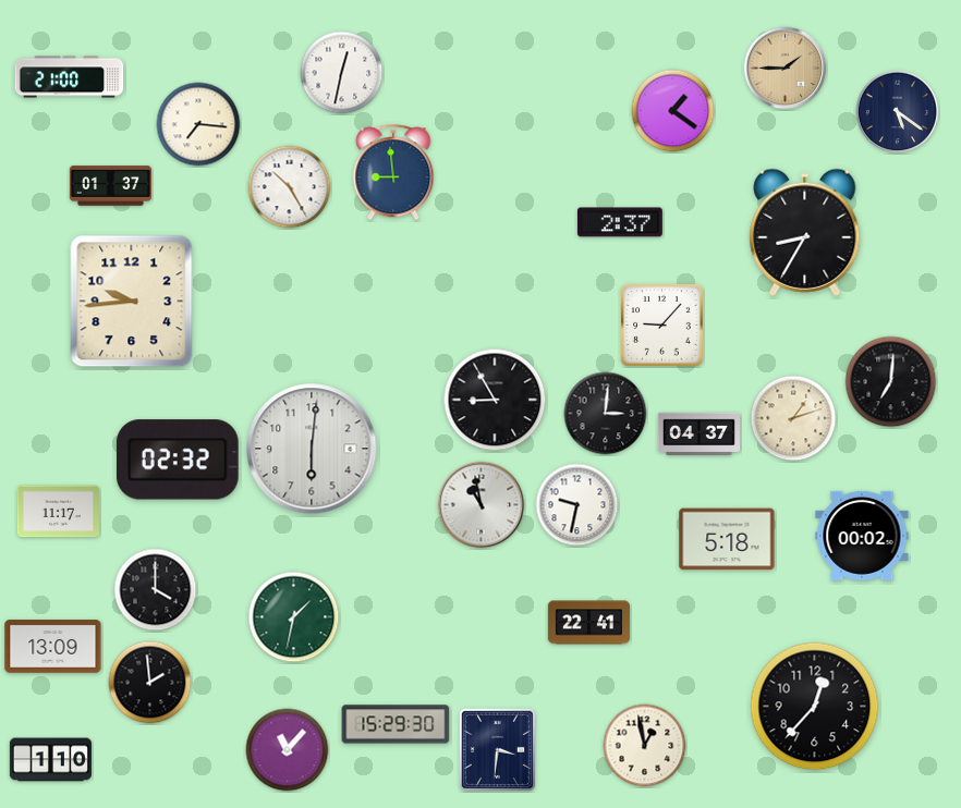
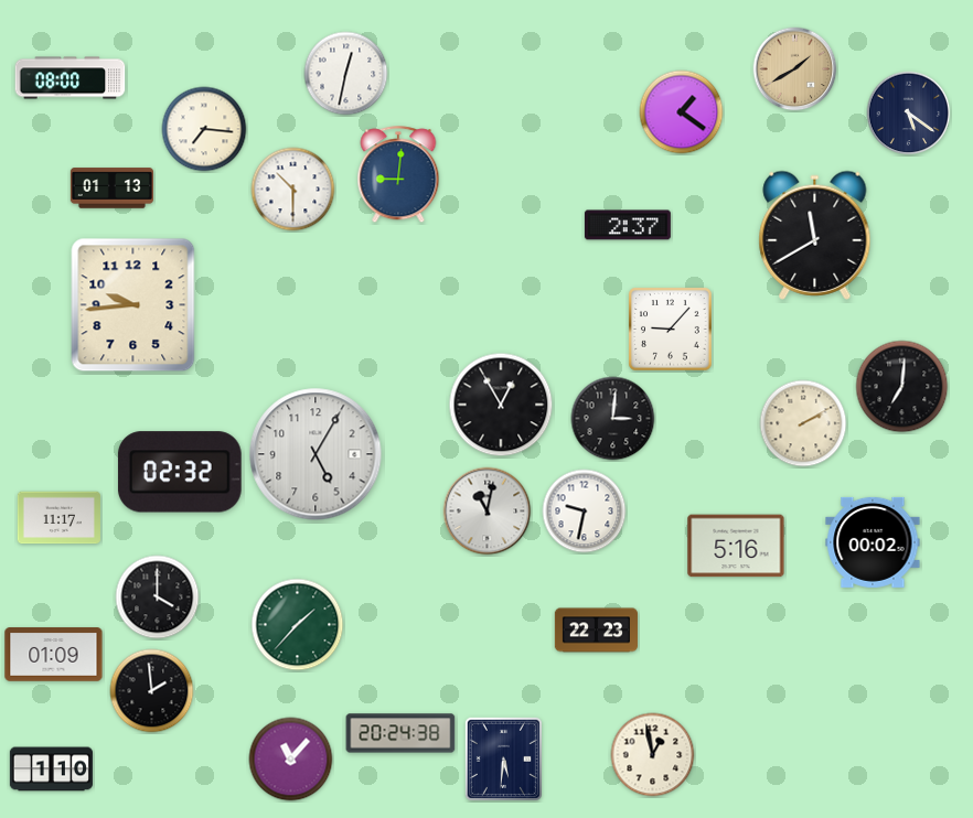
clock at (786, 69): 1:45 -> 1:40
clock at (70, 77): 21:00 -> 08:00
clock at (198, 124) position: (198, 124) -> (204, 129)
clock at (393, 173): 8:59 -> 9:01
clock at (110, 186): 01:37 -> 01:13
clock at (290, 187): 10:25 -> 10:30
clock at (805, 232): 8:35 -> 11:40
clock at (495, 400): 8:55 -> 12:55
clock at (793, 418): 1:12 -> 2:10
clock at (698, 433): 04:37 -> none
clock at (312, 449): 6:01 -> 5:05
clock at (178, 460) position: (178, 460) -> (180, 472)
clock at (482, 505): 10:58 -> 11:02
clock at (727, 539): 5:18 -> 5:16
clock at (294, 617): 1:32 -> 1:37
clock at (588, 623): 22:41 -> 22:23
clock at (53, 647): 13:09 -> 01:09
clock at (815, 707): 12:37 -> none
clock at (396, 724): 15:29 -> 20:24
clock at (497, 749): 3:31 -> 5:31
